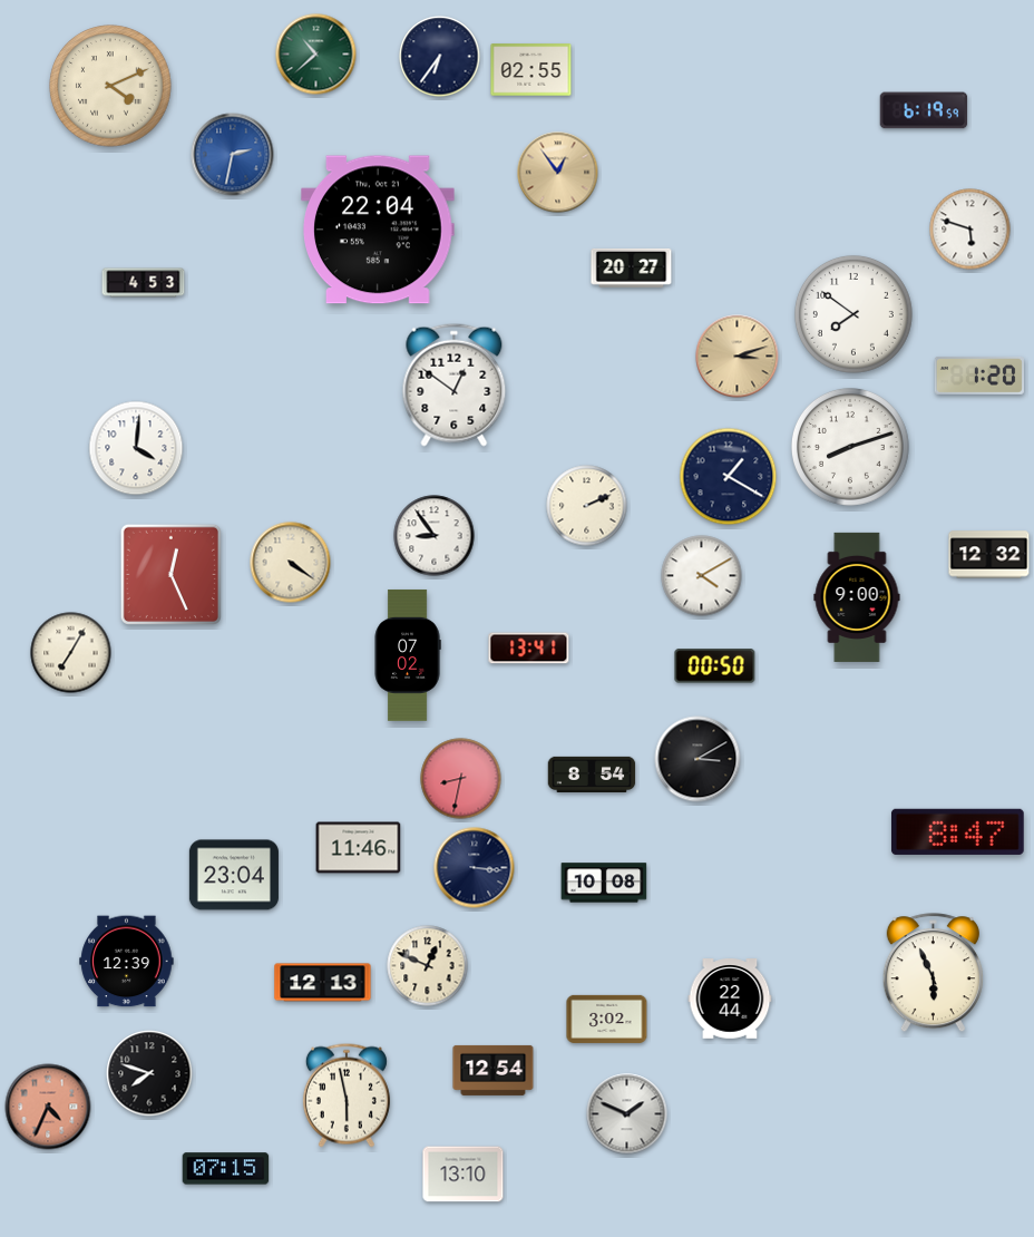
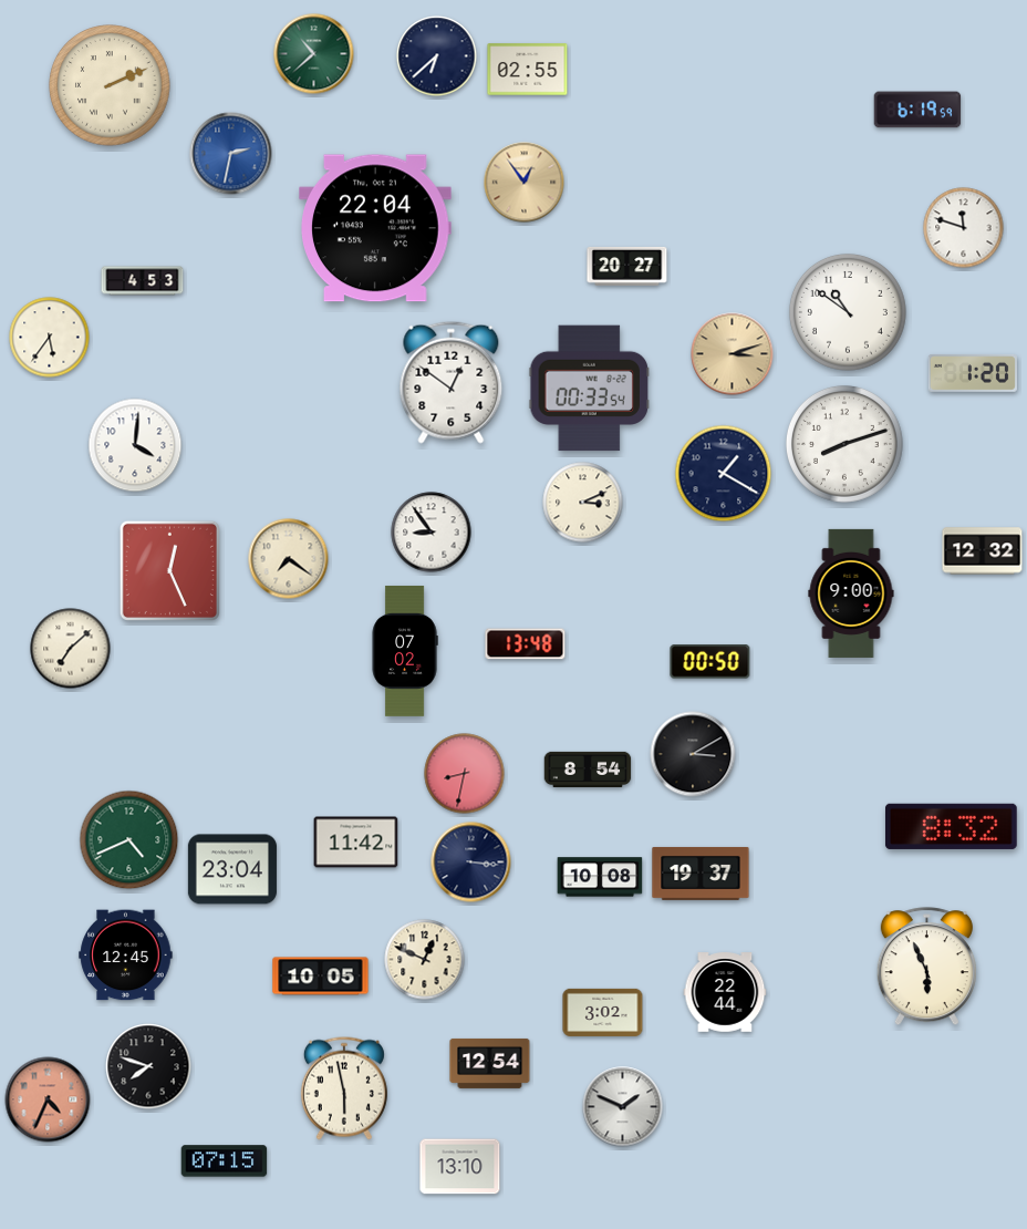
clock at (440, 57): 6:36 -> 6:38
clock at (110, 86): 4:11 -> 2:11
clock at (558, 173) position: (558, 173) -> (525, 183)
clock at (970, 230): 5:48 -> 11:48
clock at (853, 314): 7:51 -> 10:51
clock at (50, 338): none -> 5:36
clock at (589, 389): none -> 00:33
clock at (587, 506): 2:11 -> 3:11
clock at (291, 563): 4:21 -> 7:21
clock at (702, 576): 4:10 -> none
clock at (529, 649): 13:41 -> 13:48
clock at (71, 653): 7:05 -> 7:08
clock at (461, 779) position: (461, 779) -> (465, 774)
clock at (957, 831): 8:47 -> 8:32
clock at (129, 840): none -> 4:41
clock at (359, 848): 11:46 -> 11:42
clock at (701, 874): none -> 19:37
clock at (127, 962): 12:39 -> 12:45
clock at (323, 983): 12:13 -> 10:05
